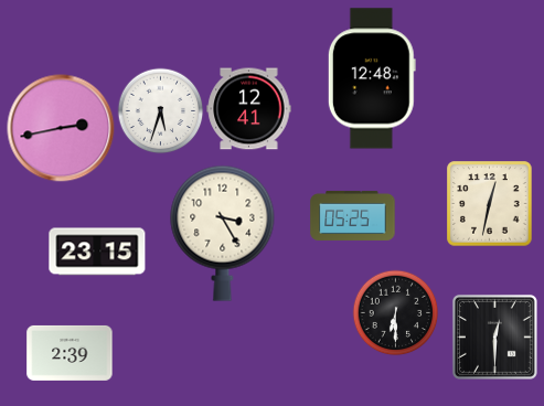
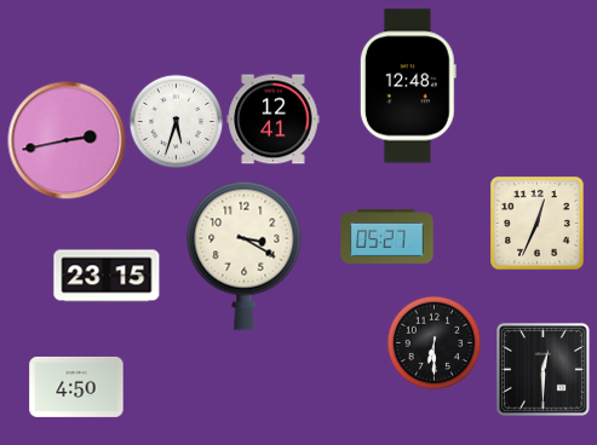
clock at (490, 204): 12:32 -> 12:34
clock at (353, 215): 05:25 -> 05:27
clock at (223, 233): 3:25 -> 3:20
clock at (70, 353): 2:39 -> 4:50
